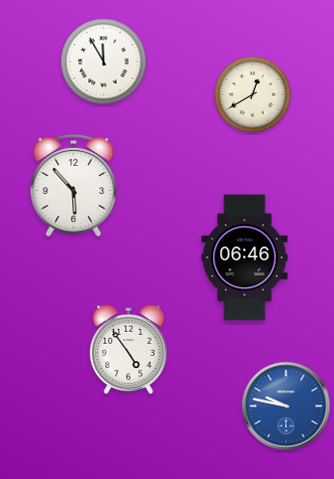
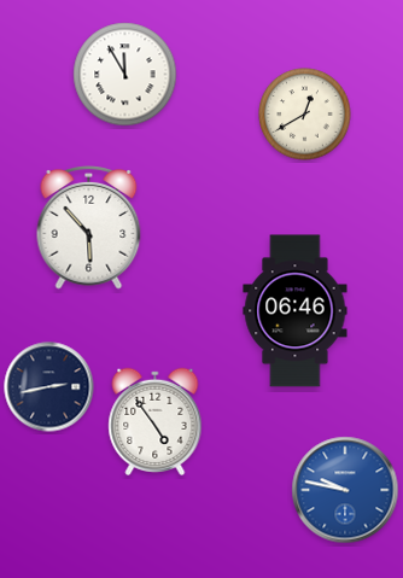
clock at (74, 186) position: (74, 186) -> (89, 228)
clock at (49, 387): none -> 2:43
